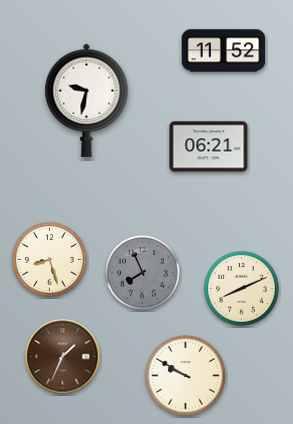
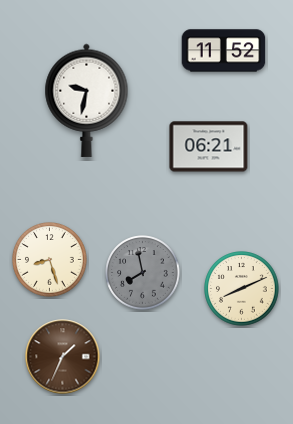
clock at (143, 273): 7:56 -> 7:58
clock at (186, 376): 9:50 -> none
